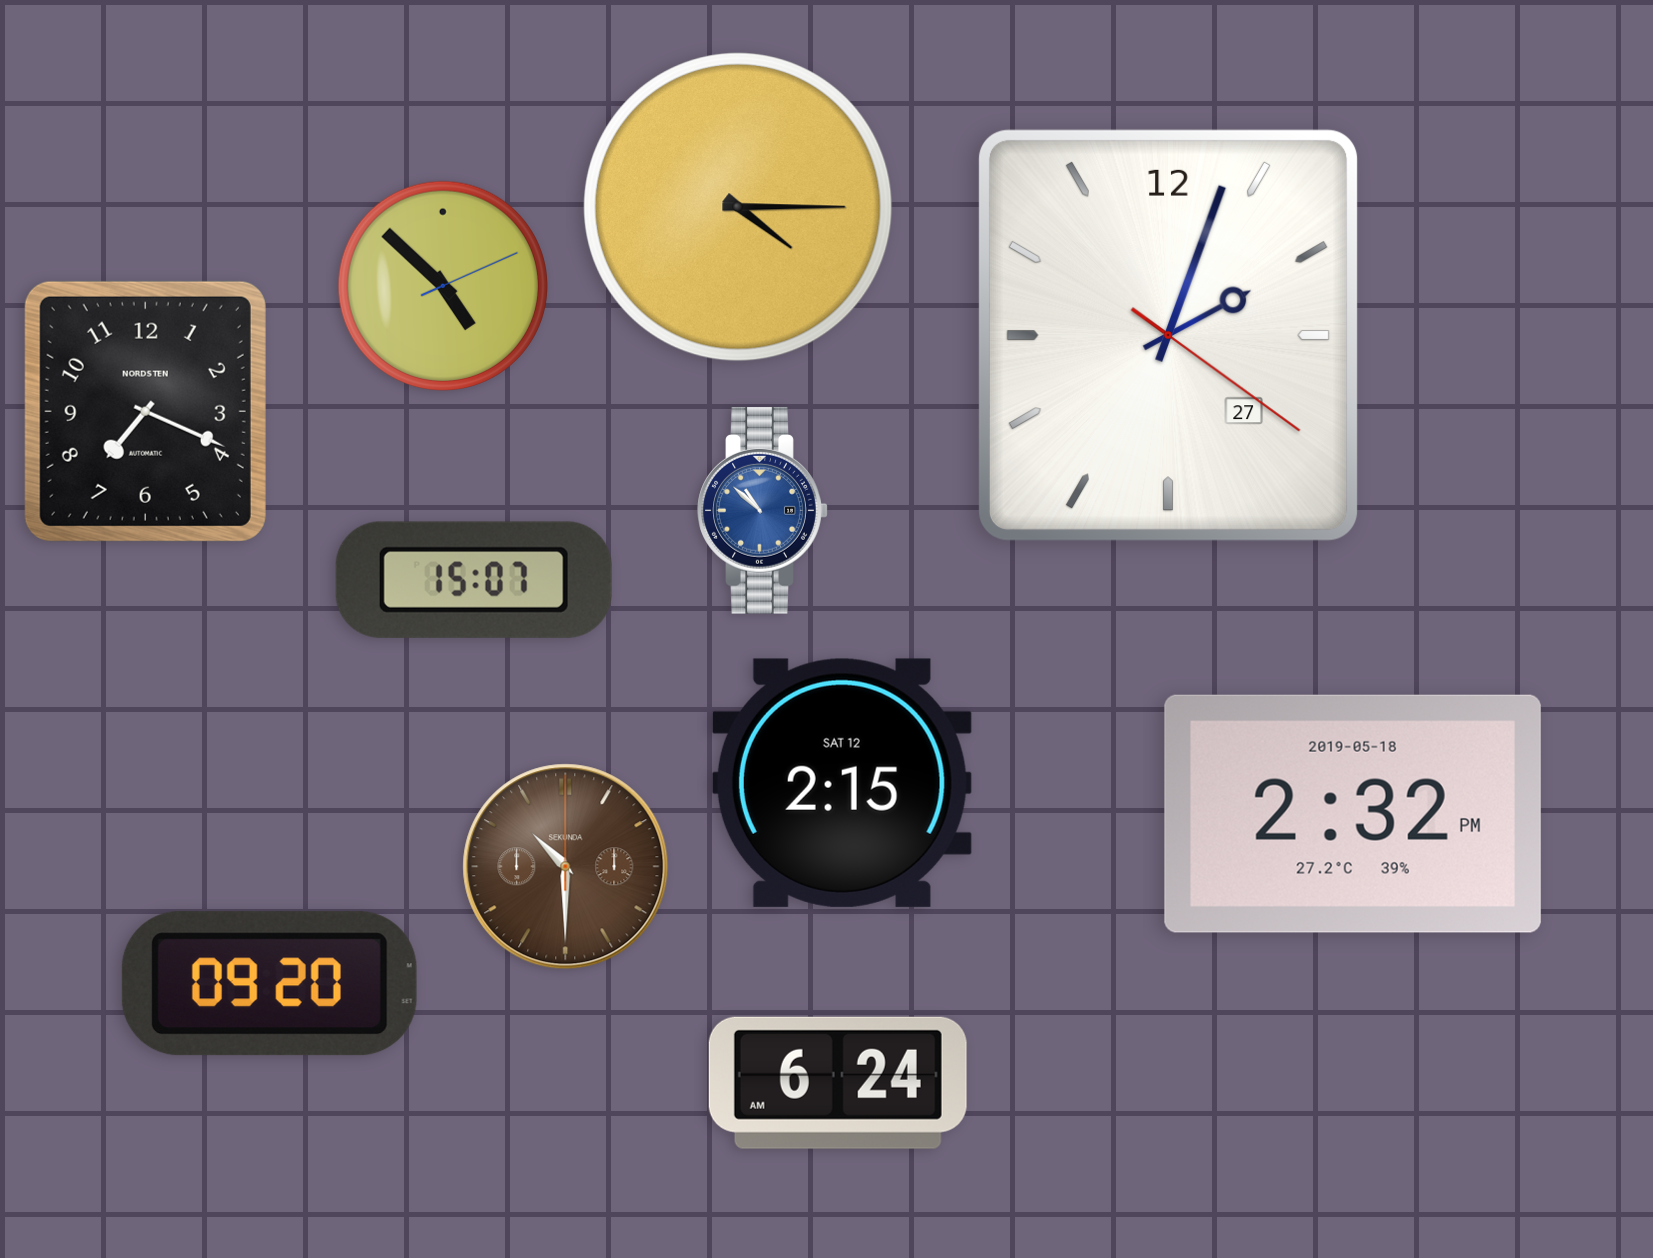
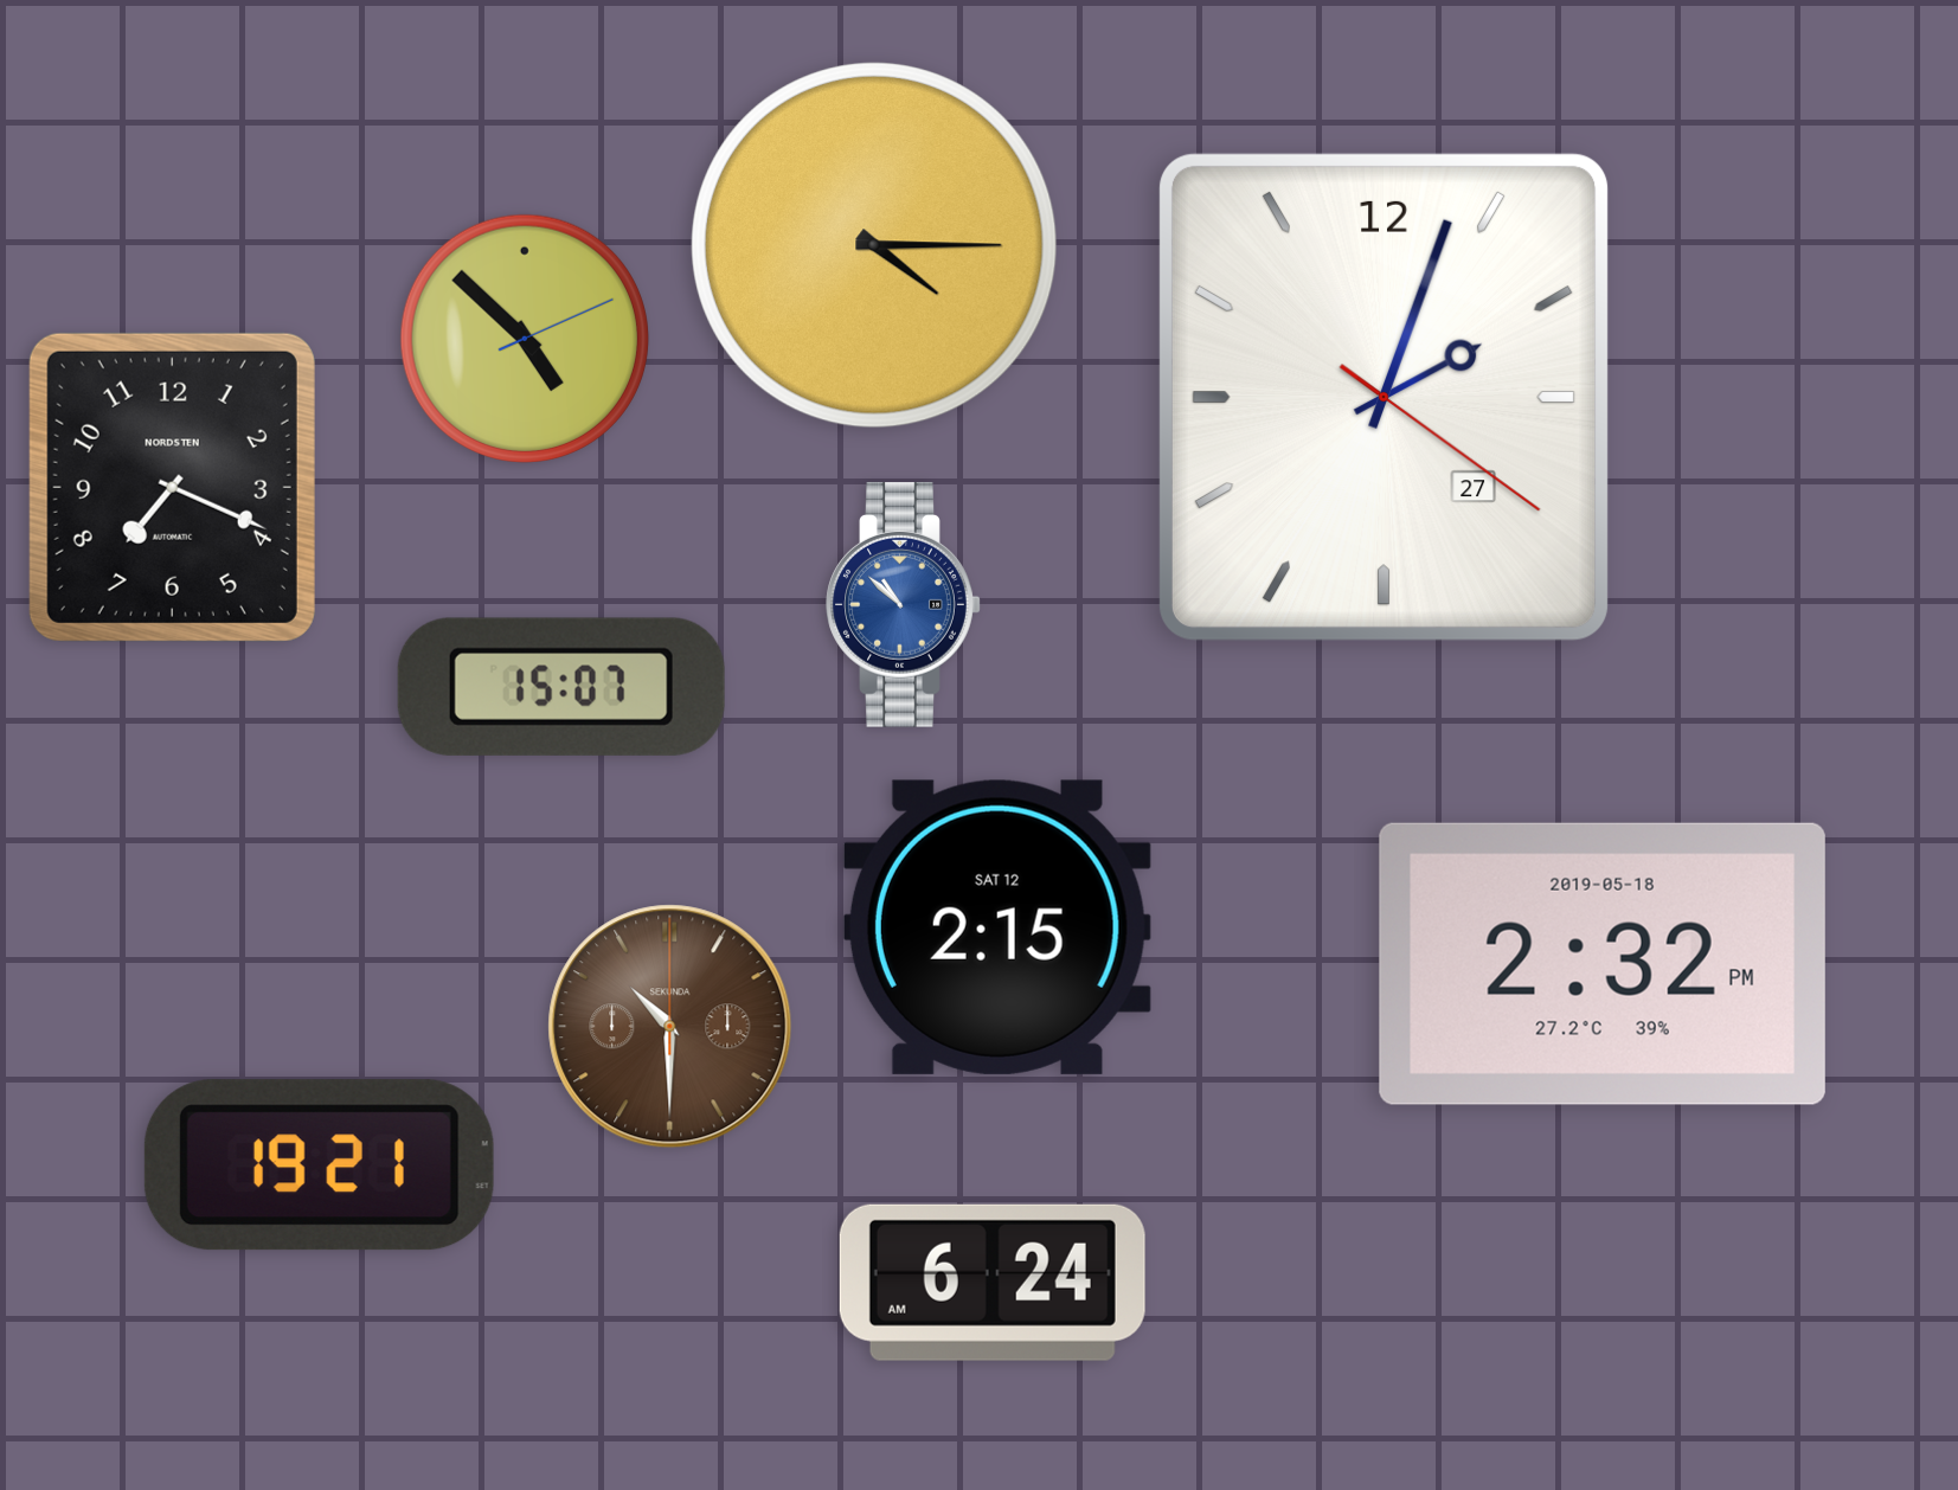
clock at (269, 984): 09:20 -> 19:21
